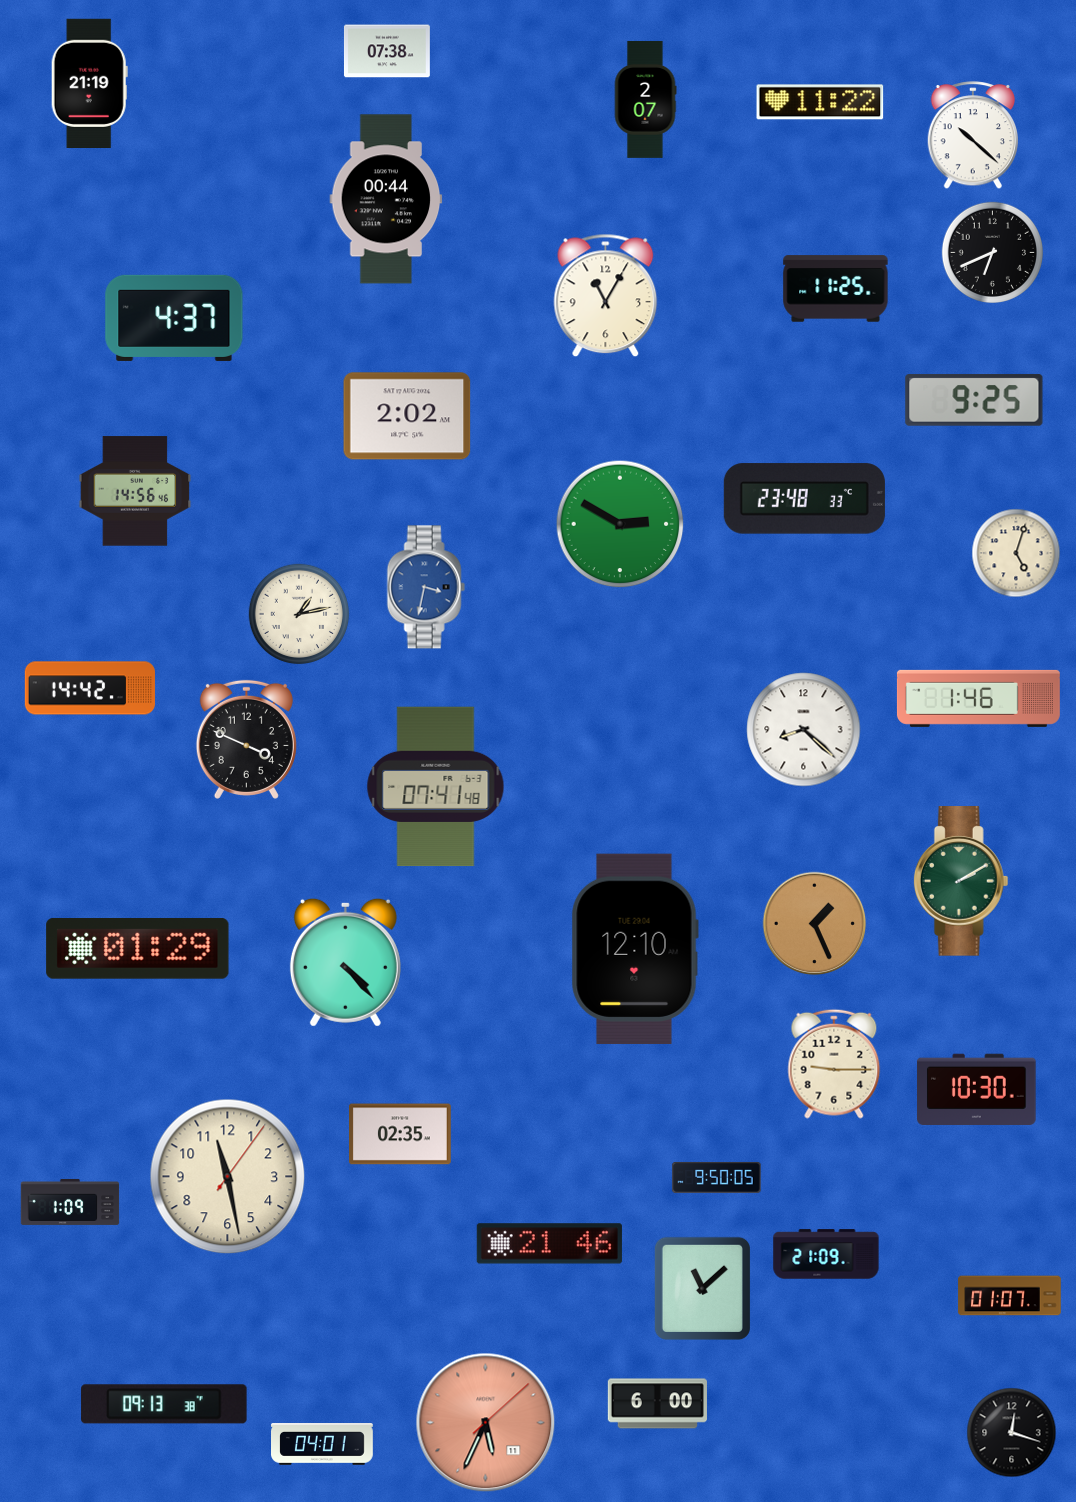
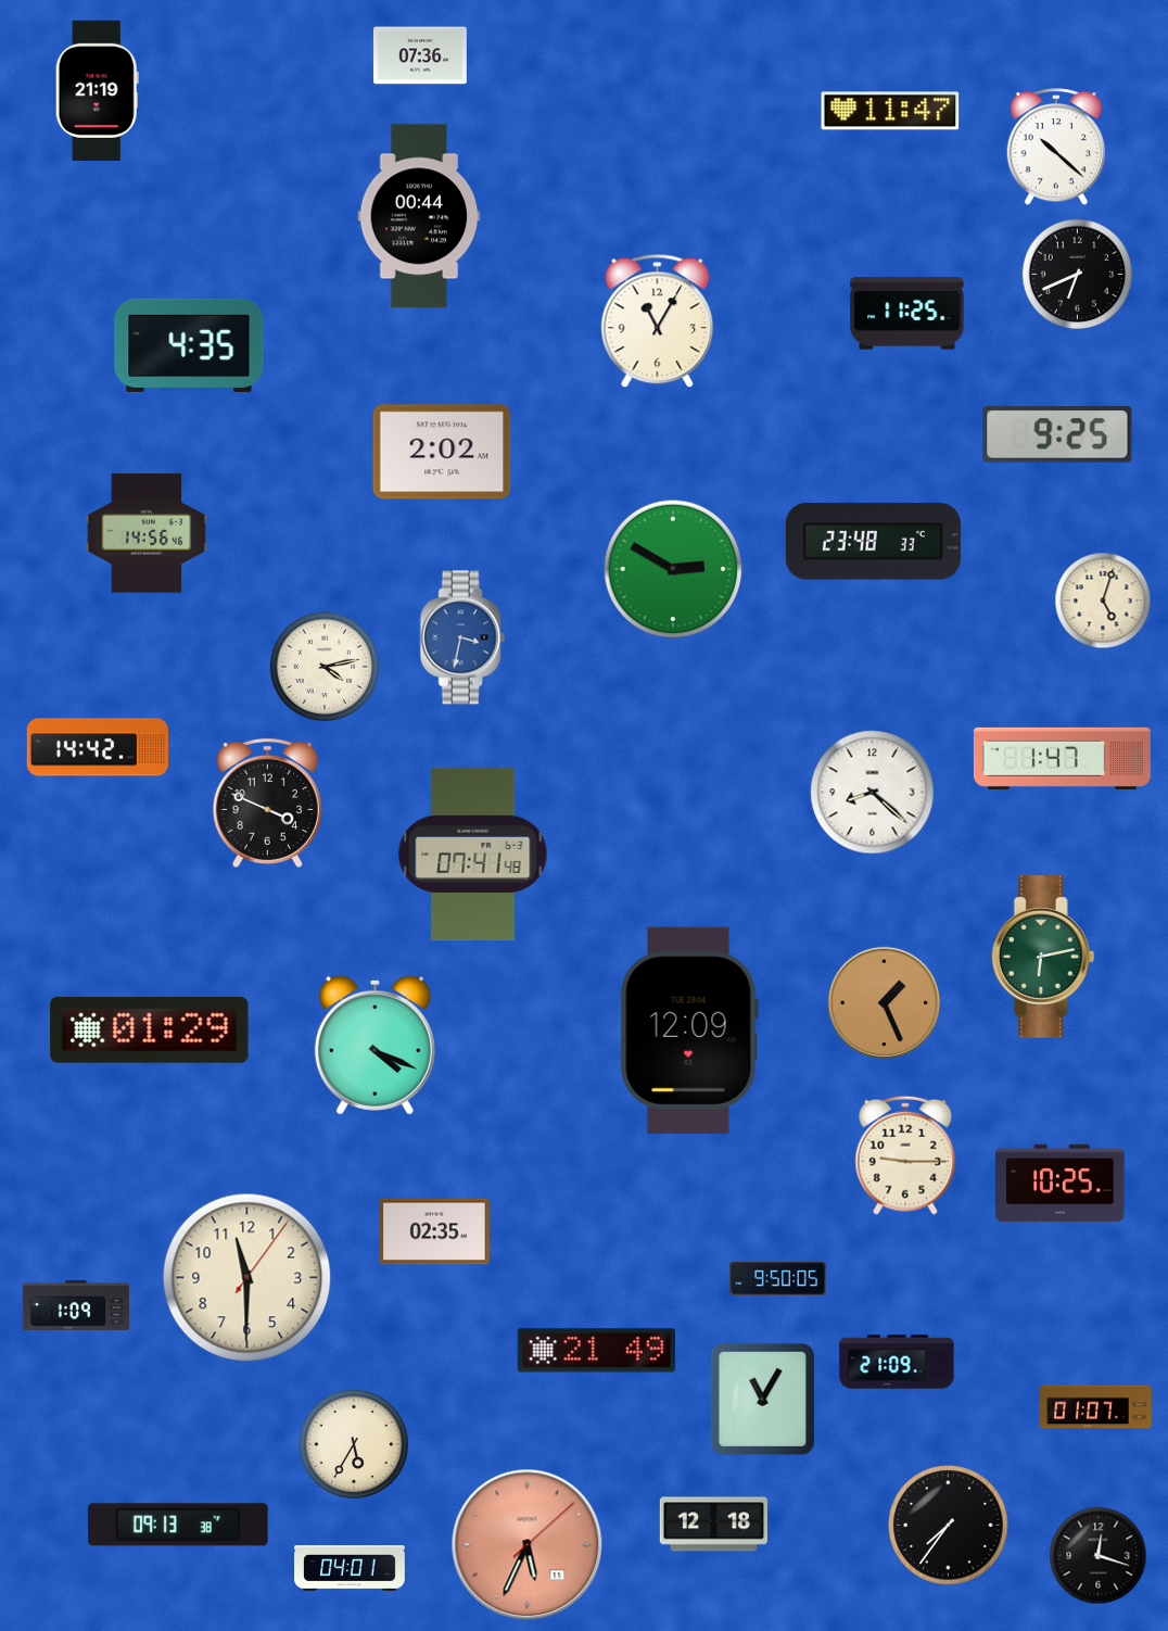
clock at (387, 51): 07:38 -> 07:36
clock at (645, 99): 2:07 -> none
clock at (820, 102): 11:22 -> 11:47
clock at (174, 318): 4:37 -> 4:35
clock at (299, 614): 1:13 -> 4:13
clock at (978, 698): 1:46 -> 1:47
clock at (961, 881): 2:10 -> 6:13
clock at (635, 948): 12:10 -> 12:09
clock at (345, 962): 4:23 -> 4:19
clock at (977, 1089): 10:30 -> 10:25
clock at (228, 1177): 11:28 -> 11:30
clock at (549, 1244): 21:46 -> 21:49
clock at (702, 1288): 11:08 -> 11:05
clock at (354, 1444): none -> 5:35
clock at (657, 1404): 6:00 -> 12:18
clock at (949, 1526): none -> 7:36
